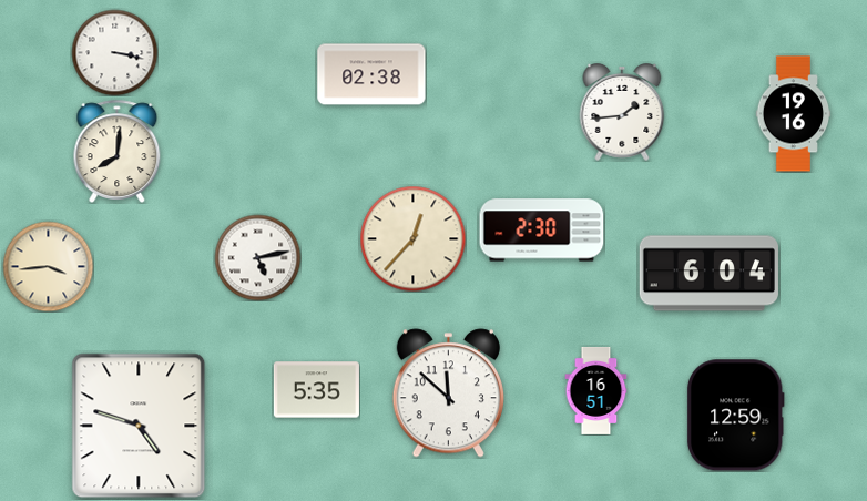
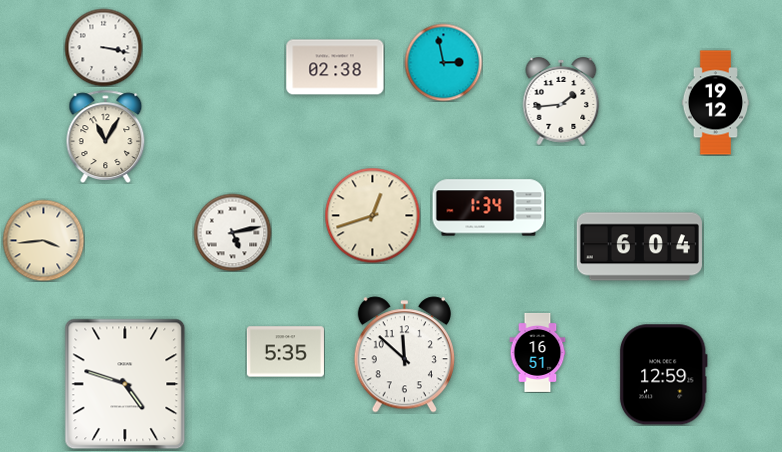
clock at (443, 62): none -> 2:58
clock at (794, 114): 19:16 -> 19:12
clock at (118, 151): 8:01 -> 11:05
clock at (542, 231): 2:30 -> 1:34
clock at (412, 238): 12:37 -> 12:42
